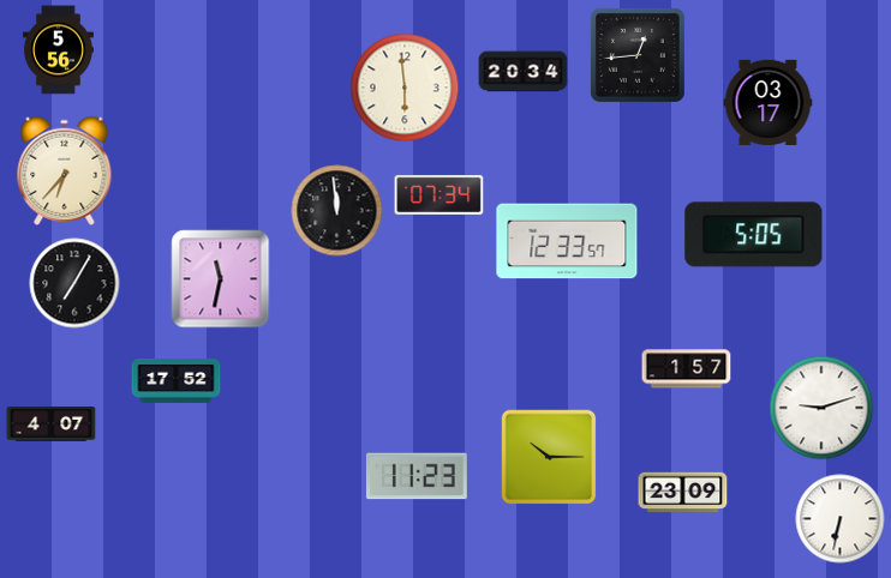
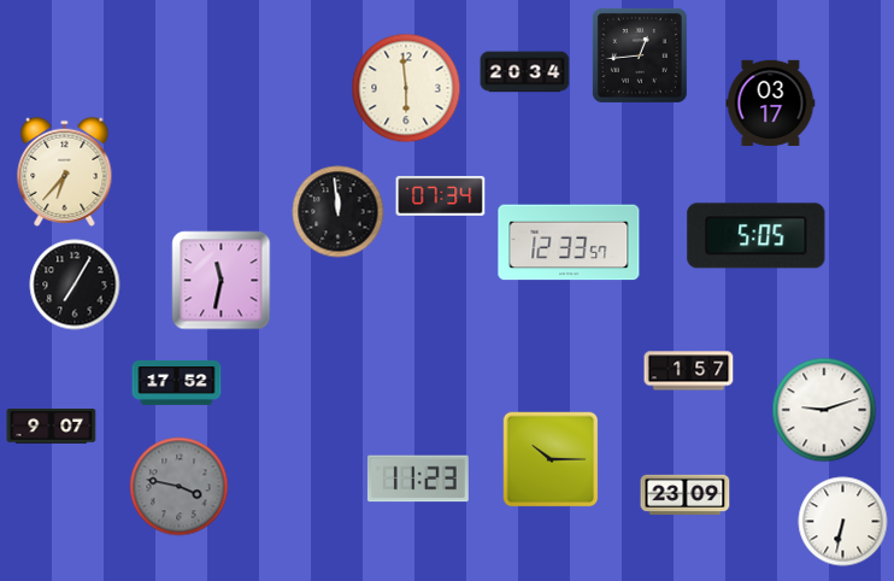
clock at (58, 50): 5:56 -> none
clock at (52, 425): 4:07 -> 9:07
clock at (180, 487): none -> 3:47
